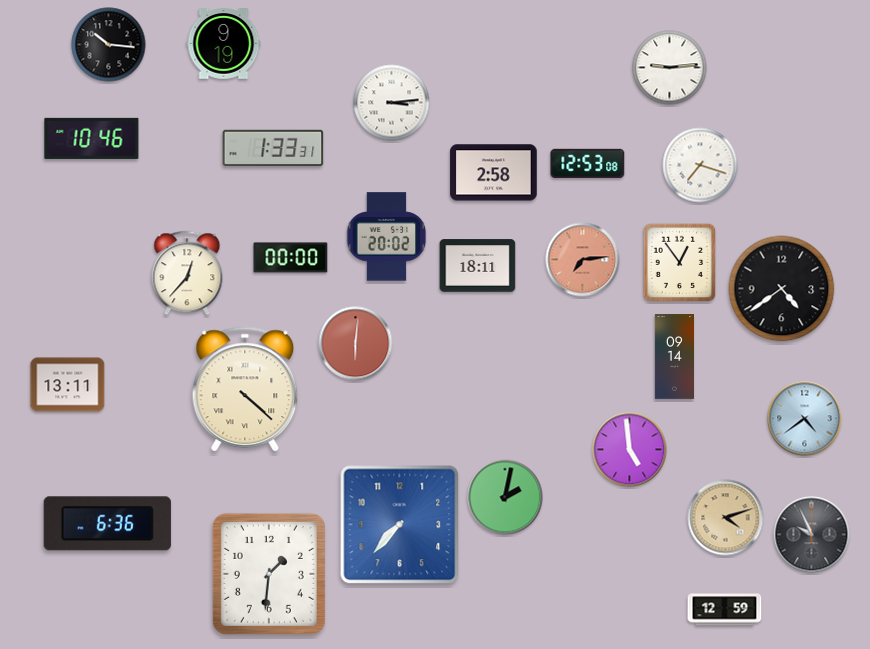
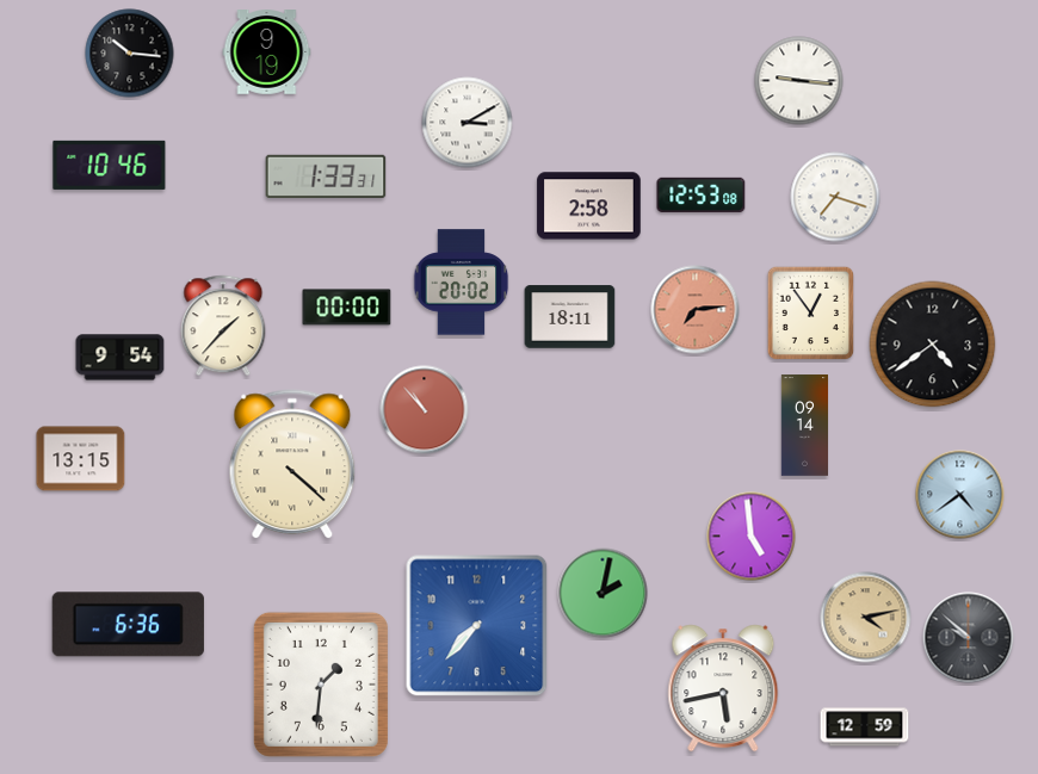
clock at (670, 68): 9:14 -> 9:16
clock at (392, 103): 3:14 -> 3:10
clock at (187, 273): 12:37 -> 1:37
clock at (121, 358): none -> 9:54
clock at (356, 344): 6:01 -> 10:53
clock at (68, 385): 13:11 -> 13:15
clock at (805, 419) position: (805, 419) -> (960, 495)
clock at (726, 518): 4:12 -> 4:13
clock at (812, 535): 9:56 -> 9:52
clock at (723, 688): none -> 5:43
